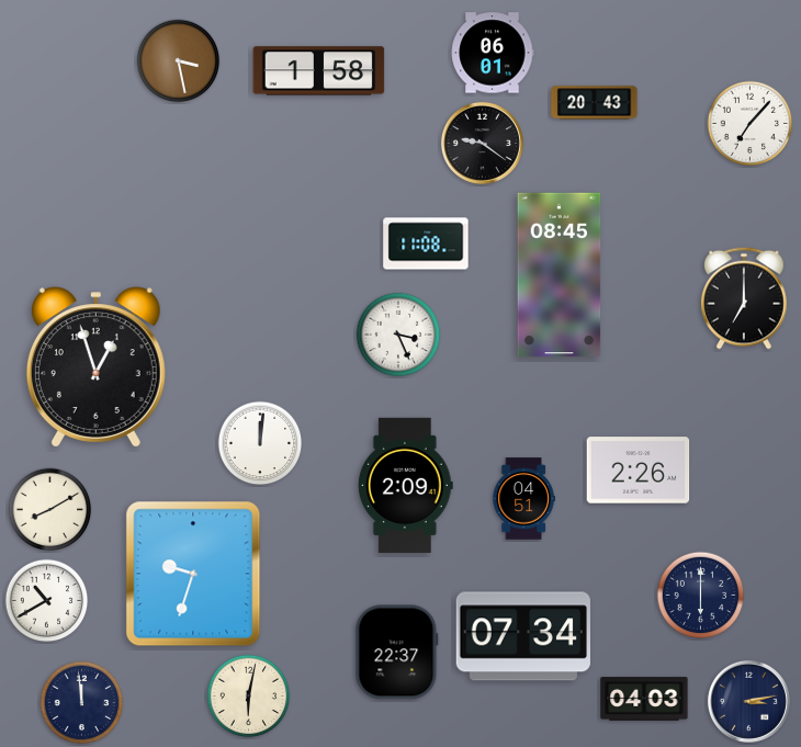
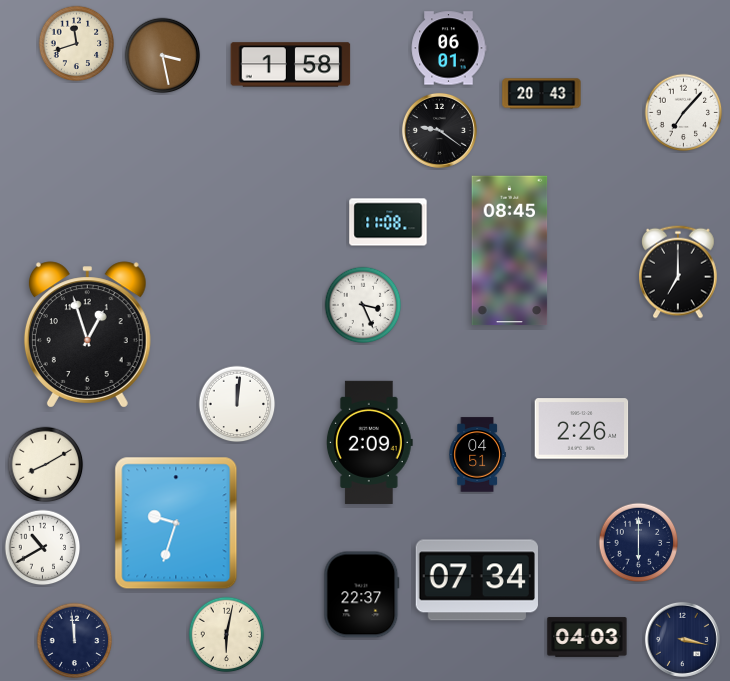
clock at (77, 44): none -> 11:42
clock at (748, 701): 3:13 -> 3:17
